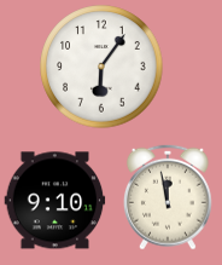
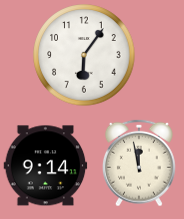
clock at (55, 201): 9:10 -> 9:14
